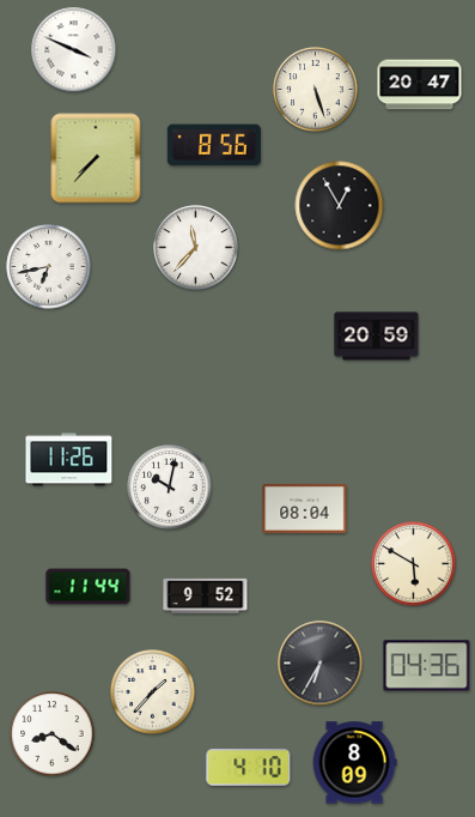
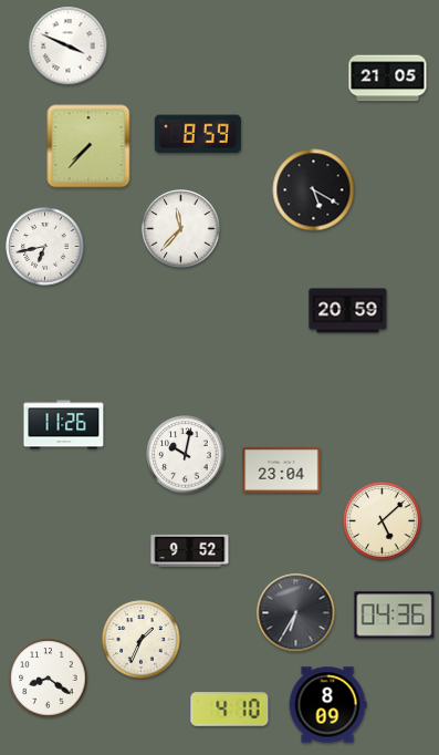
clock at (420, 85): 20:47 -> 21:05
clock at (316, 90): 5:27 -> none
clock at (214, 145): 8:56 -> 8:59
clock at (340, 206): 12:55 -> 5:20
clock at (170, 488) position: (170, 488) -> (186, 455)
clock at (305, 508): 08:04 -> 23:04
clock at (414, 564): 5:50 -> 5:08
clock at (89, 587): 11:44 -> none
clock at (153, 692): 1:37 -> 1:34
